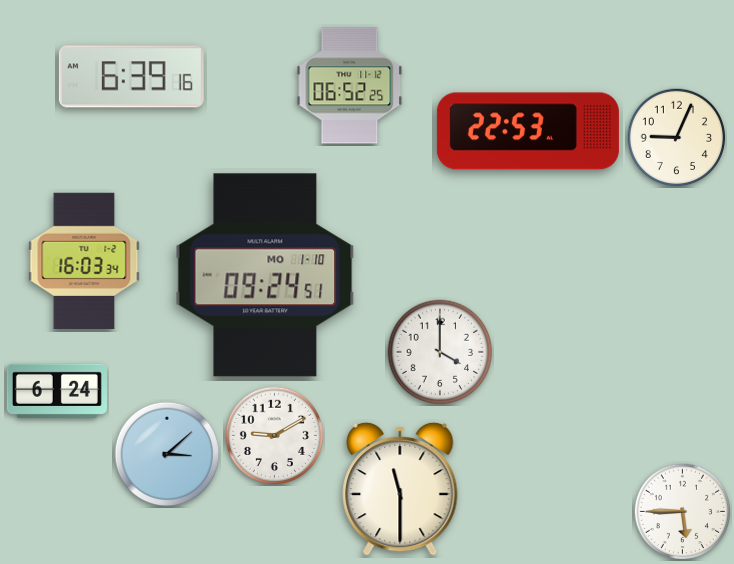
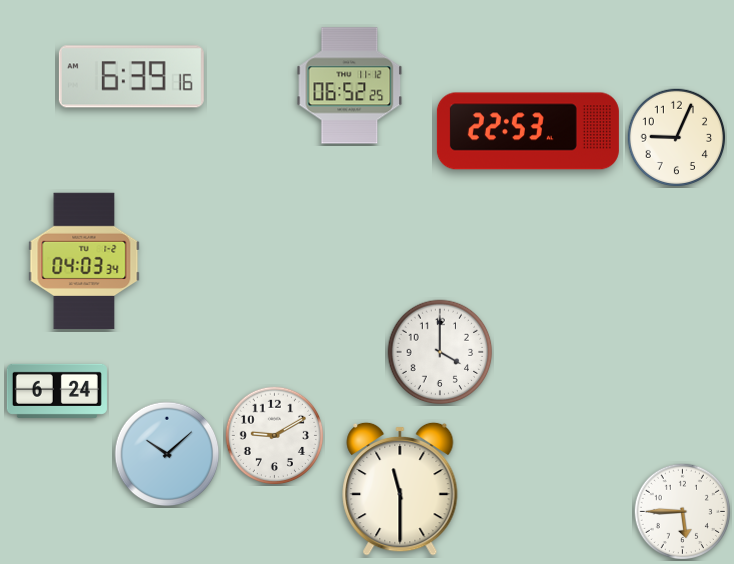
clock at (84, 261): 16:03 -> 04:03
clock at (265, 275): 09:24 -> none
clock at (167, 454): 3:08 -> 10:08
